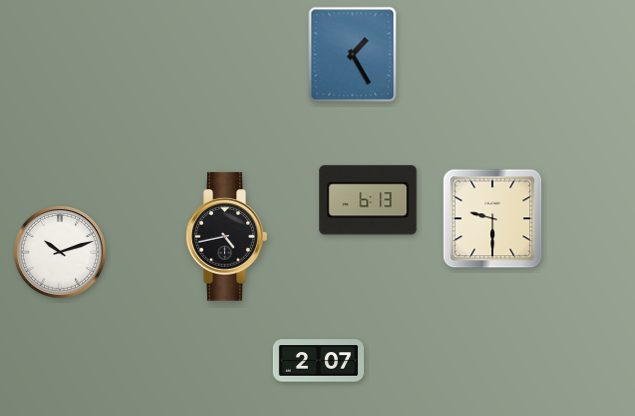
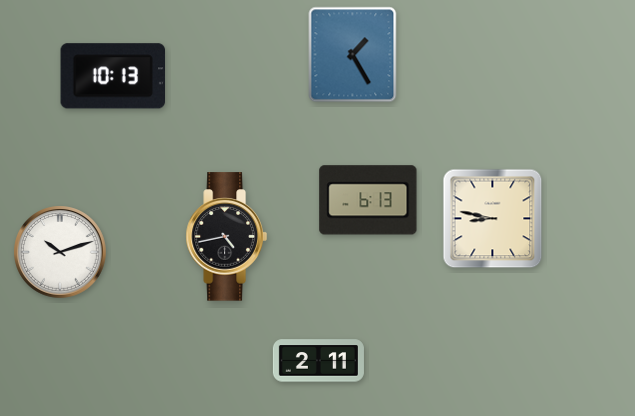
clock at (113, 76): none -> 10:13
clock at (493, 219): 9:30 -> 8:47
clock at (318, 361): 2:07 -> 2:11
